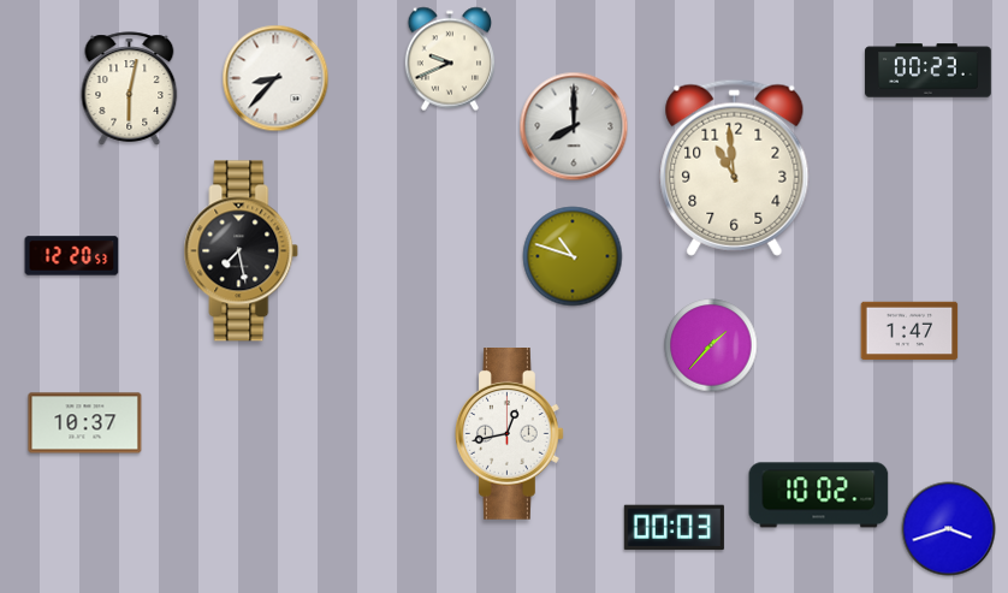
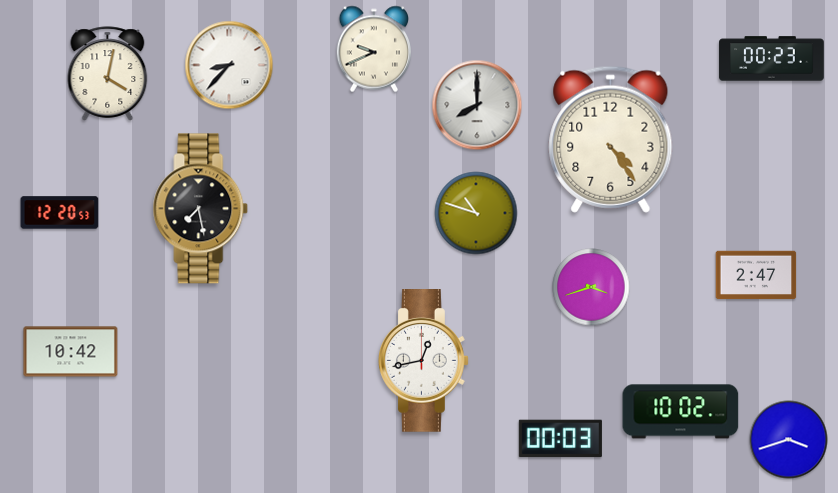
clock at (130, 89): 6:02 -> 4:02
clock at (735, 167): 10:59 -> 4:24
clock at (909, 331): 1:47 -> 2:47
clock at (711, 345): 1:37 -> 3:42
clock at (85, 423): 10:37 -> 10:42
